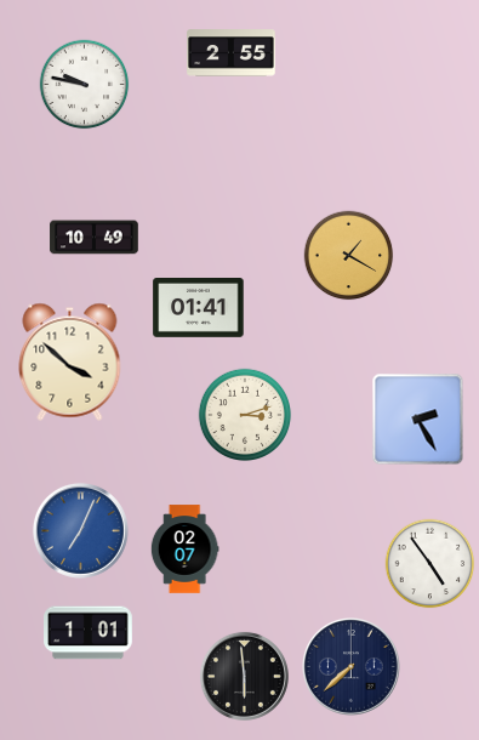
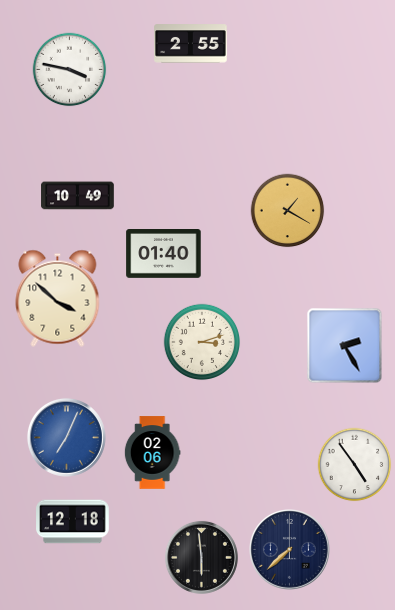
clock at (85, 85): 9:47 -> 3:47
clock at (199, 308): 01:41 -> 01:40
clock at (184, 550): 02:07 -> 02:06
clock at (89, 633): 1:01 -> 12:18
